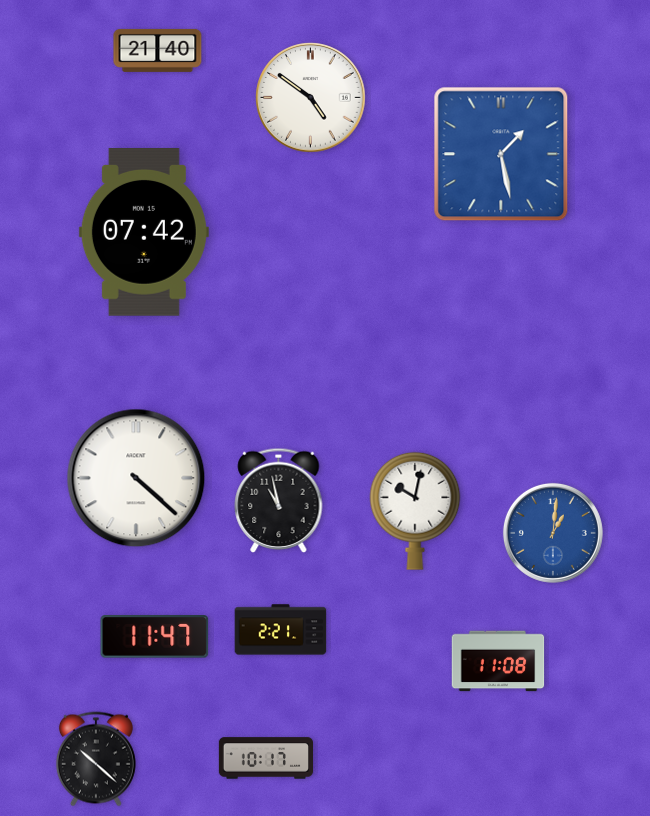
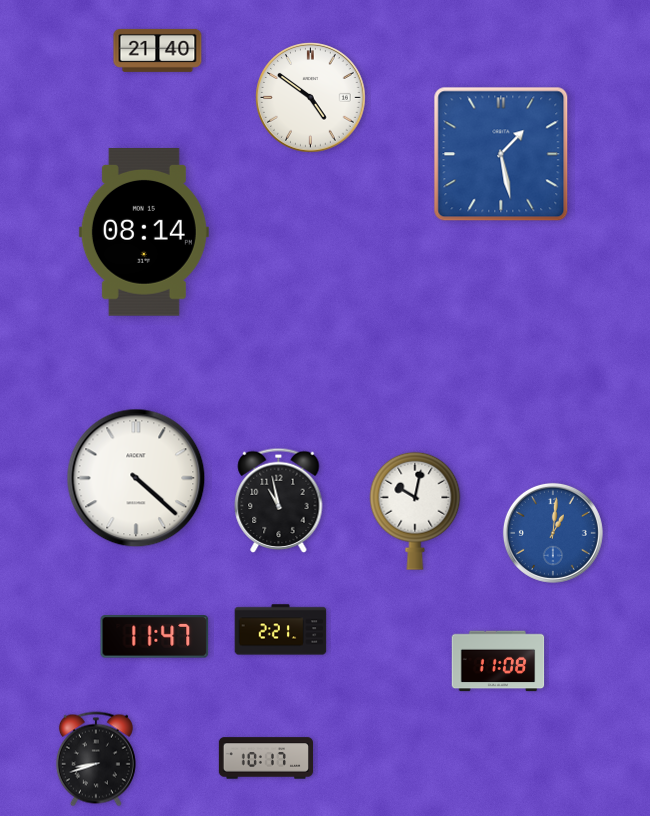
clock at (144, 233): 07:42 -> 08:14
clock at (96, 759): 10:22 -> 8:42
